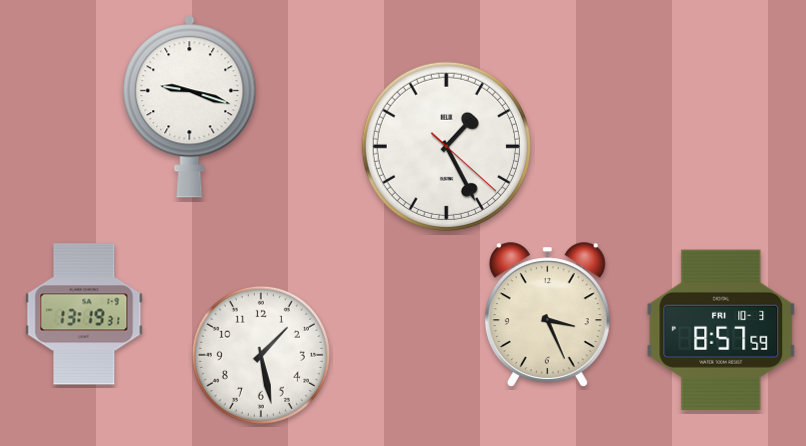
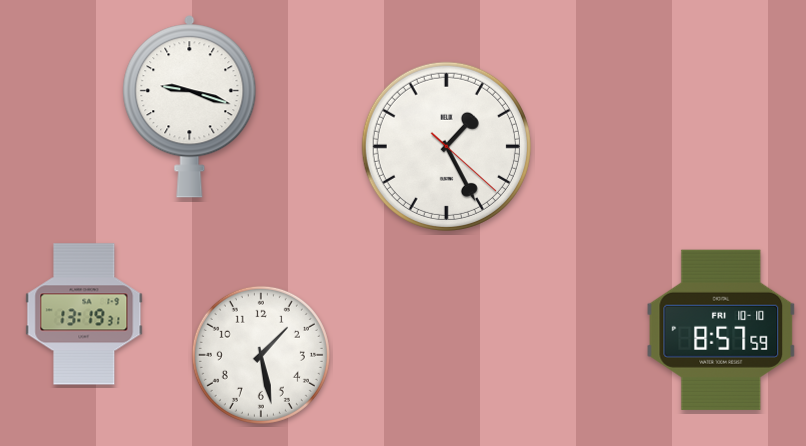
clock at (547, 315): 3:26 -> none
clock at (721, 330) date: FRI 10-3 -> FRI 10-10
